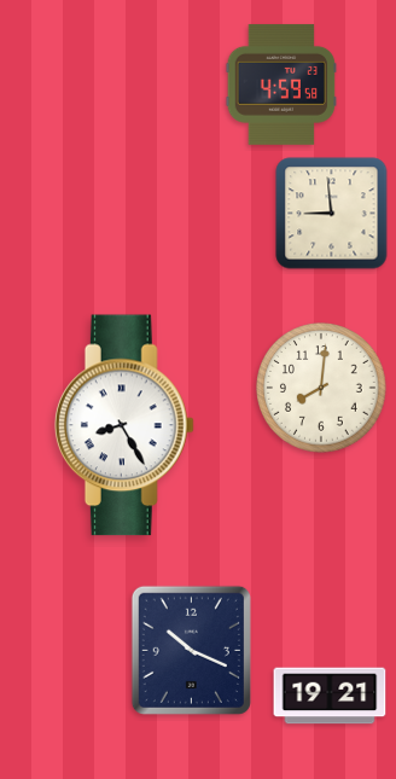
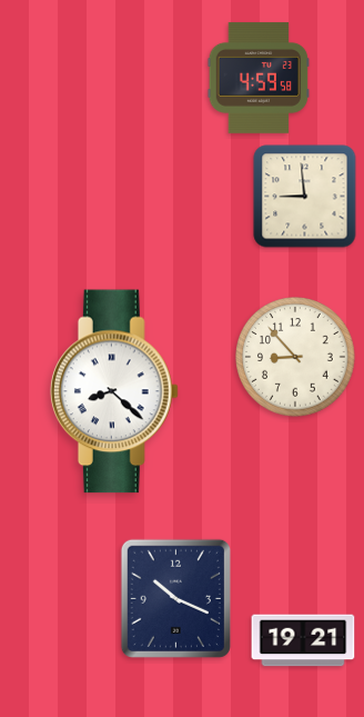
clock at (321, 388): 8:01 -> 8:53
clock at (124, 425): 8:25 -> 8:22
